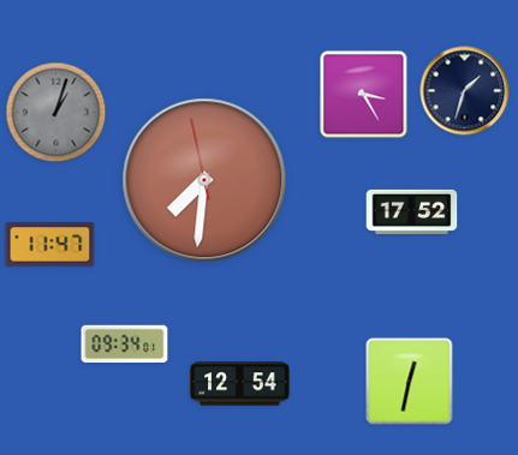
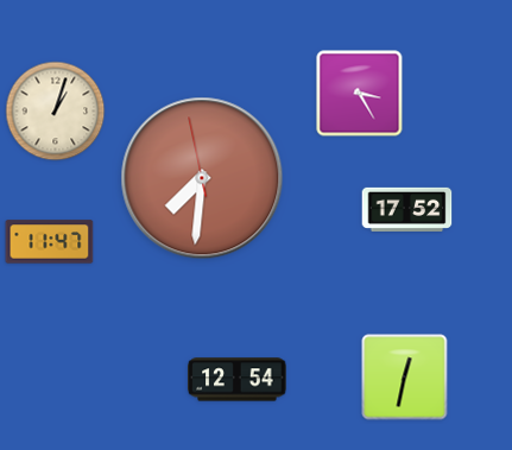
clock at (465, 91): 1:33 -> none
clock at (56, 113) dial: grey -> cream
clock at (125, 345): 09:34 -> none
